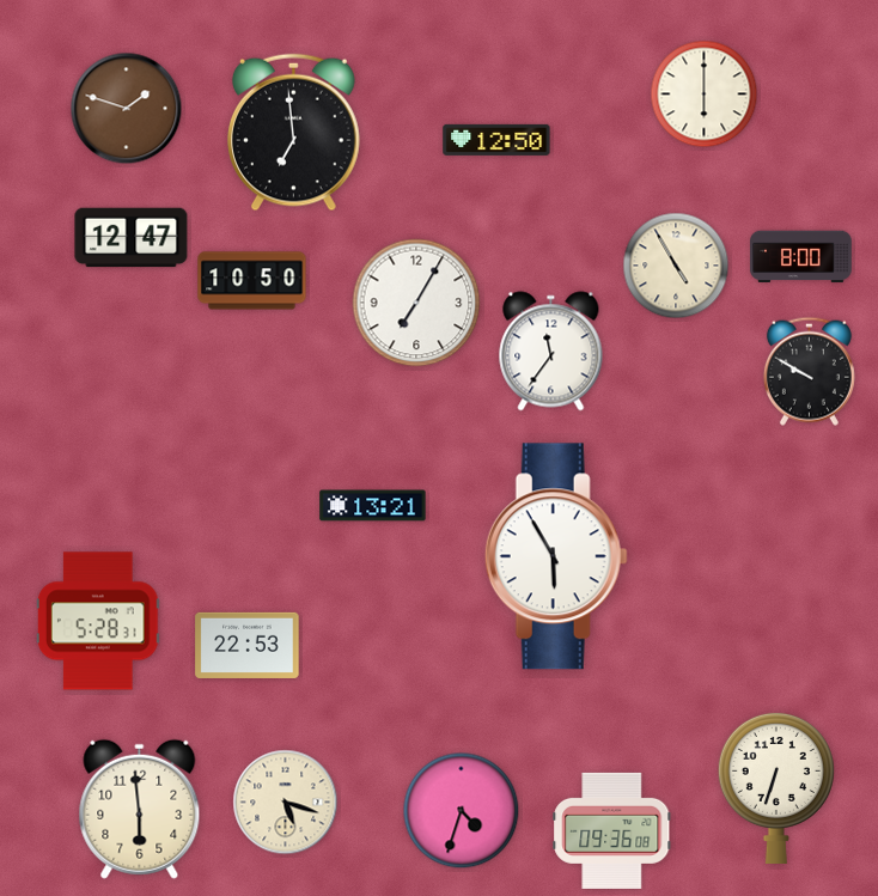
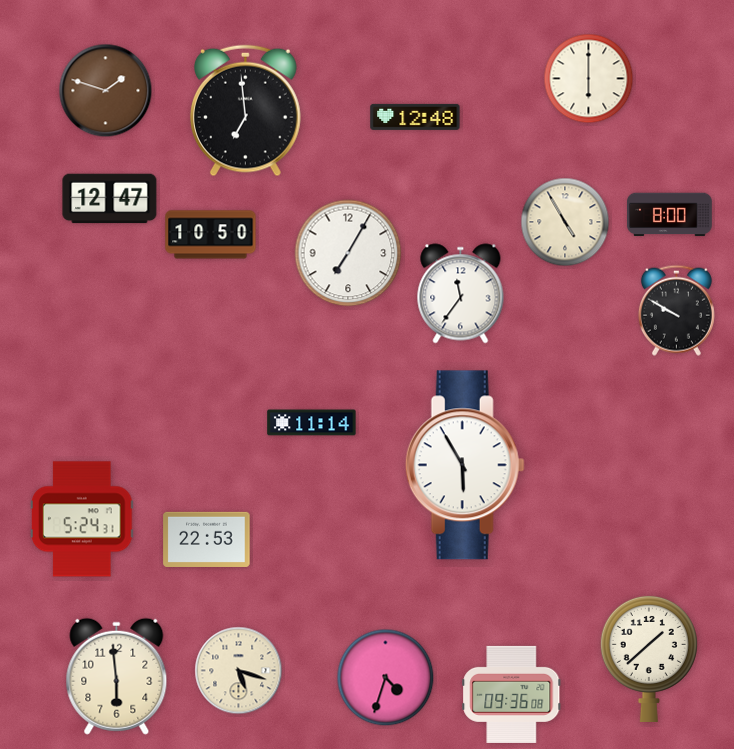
clock at (496, 140): 12:50 -> 12:48
clock at (373, 506): 13:21 -> 11:14
clock at (98, 621): 5:28 -> 5:24
clock at (776, 787): 6:33 -> 1:38
